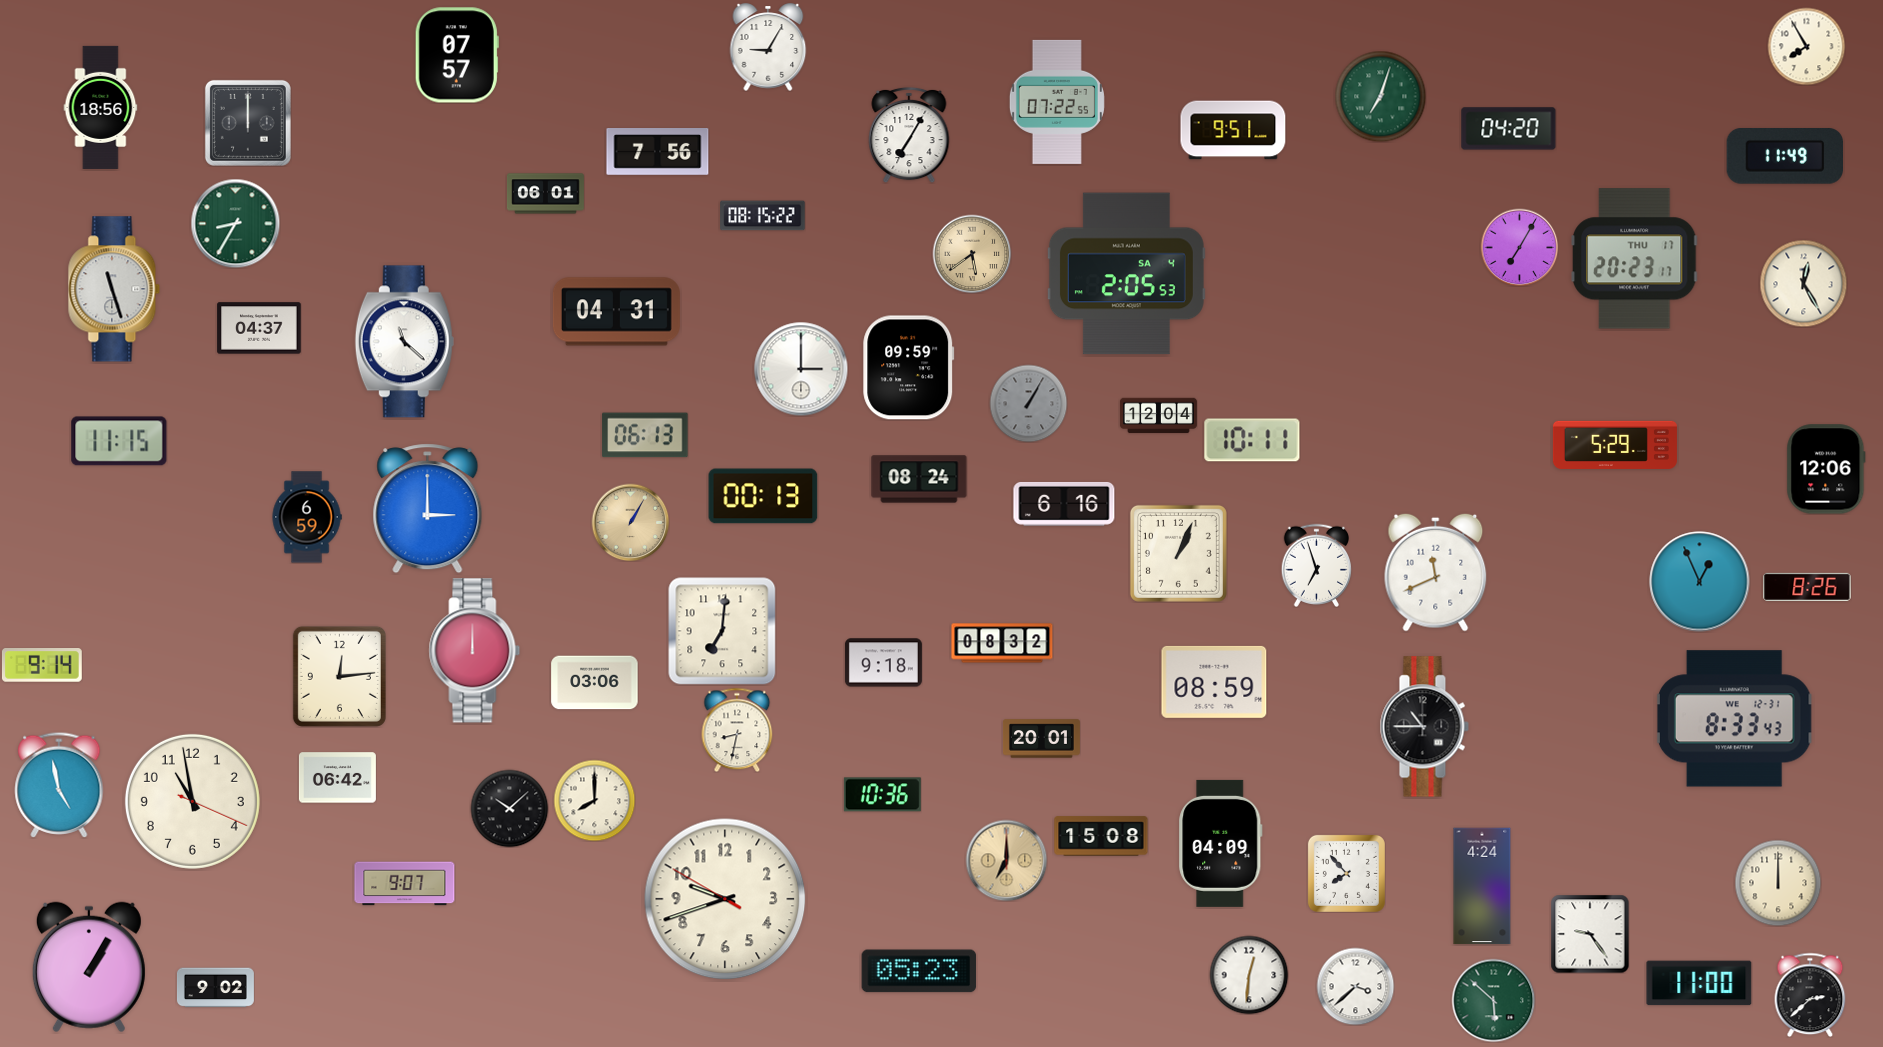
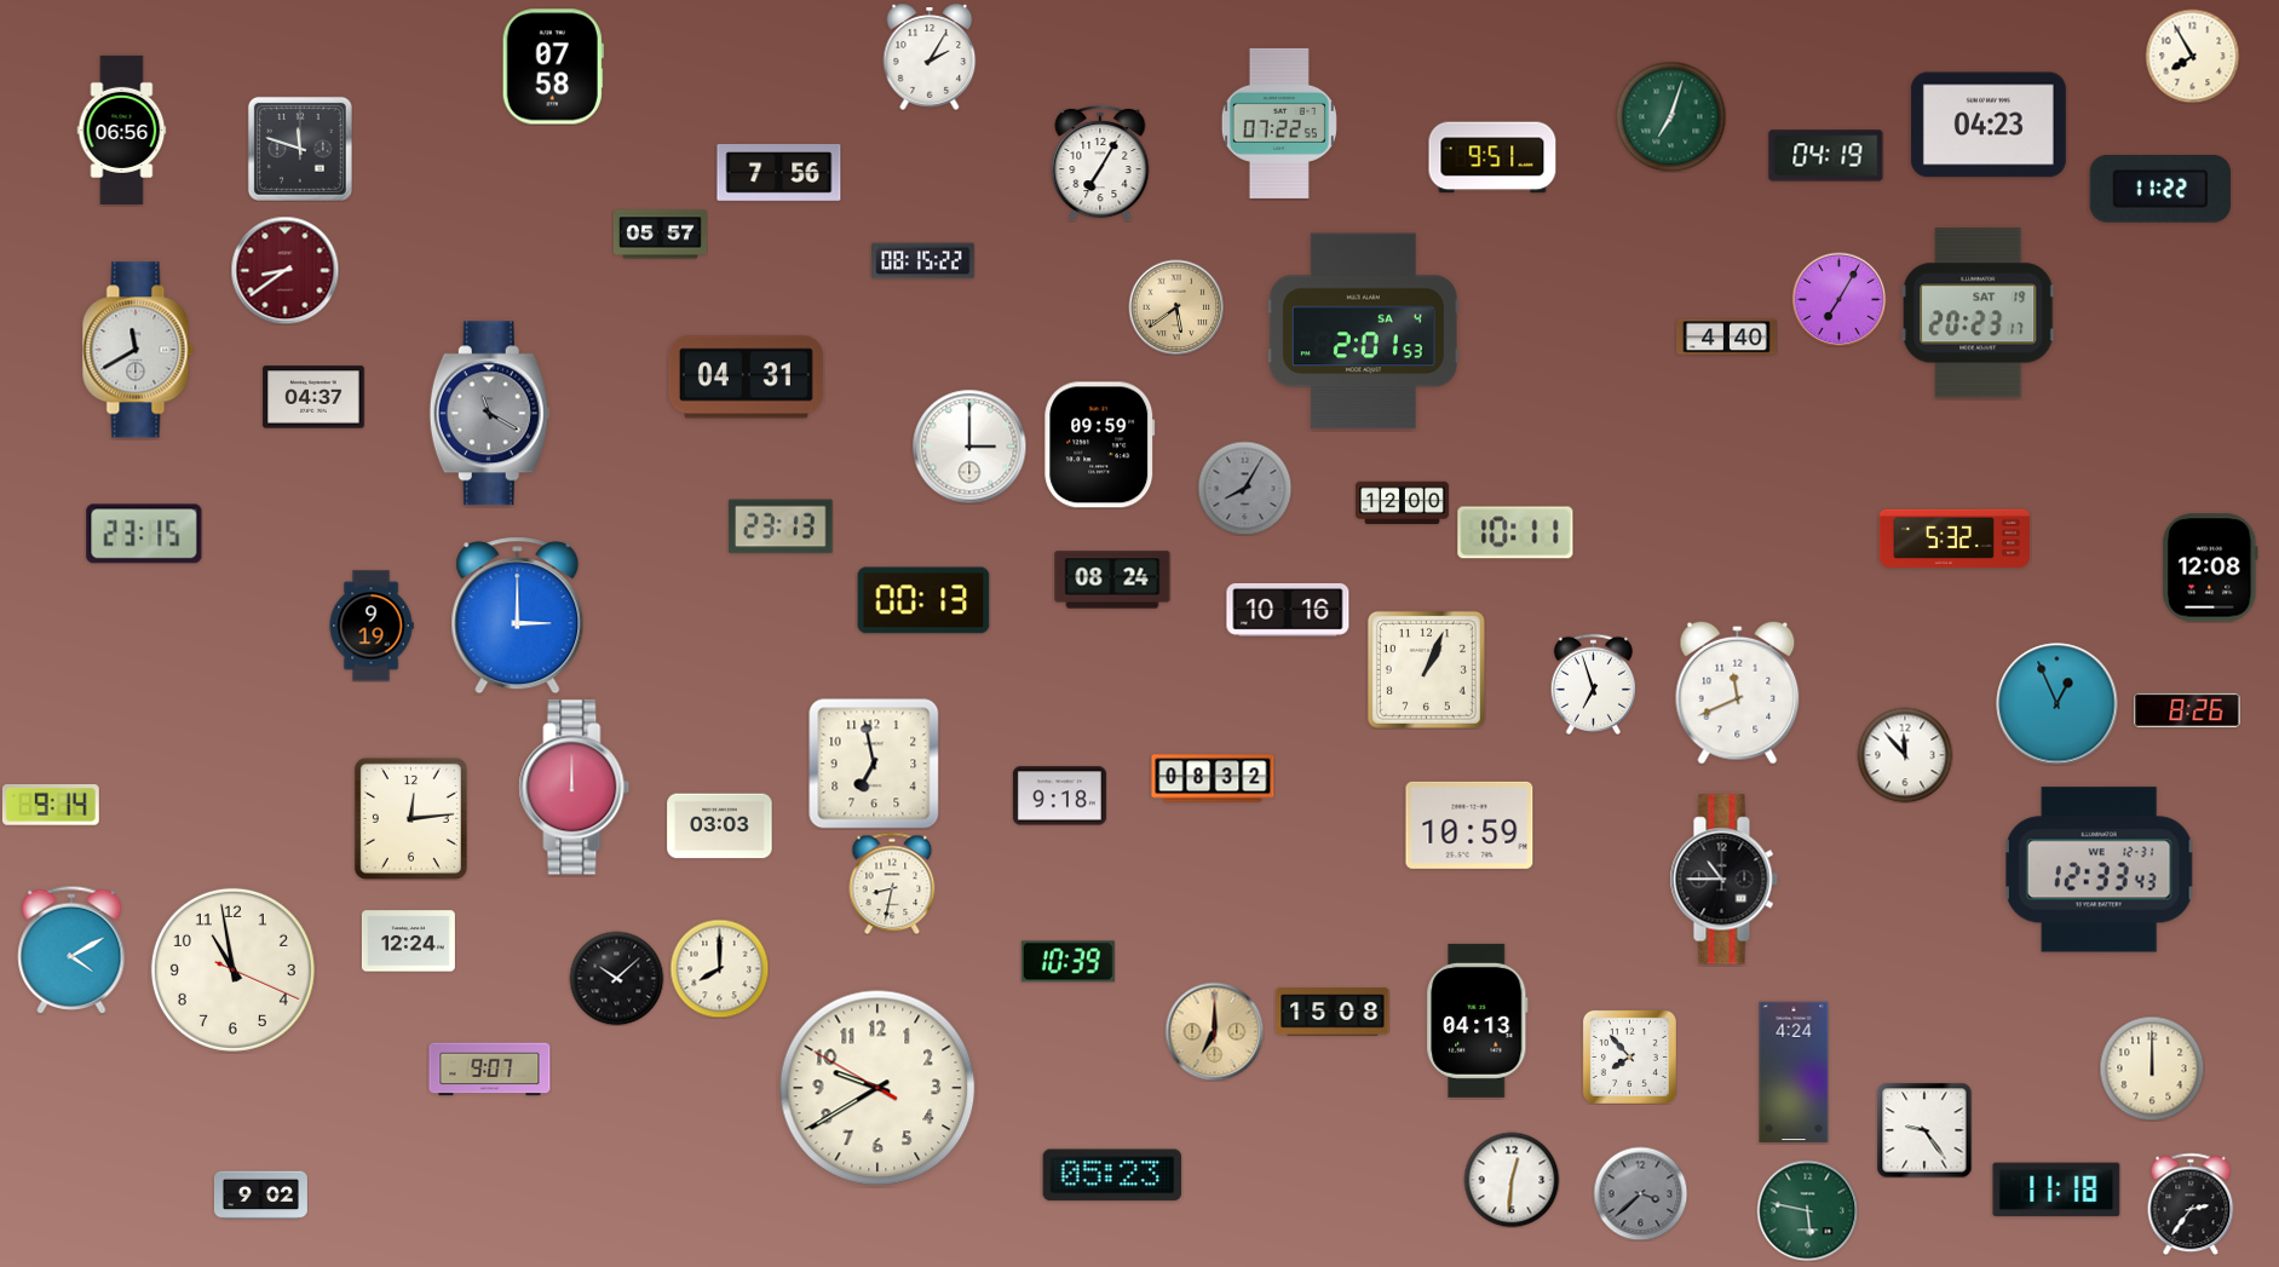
clock at (1806, 46) position: (1806, 46) -> (2192, 56)
clock at (768, 47): 9:05 -> 2:05
clock at (457, 55): 07:57 -> 07:58
clock at (1989, 125): none -> 04:23
clock at (101, 107): 18:56 -> 06:56
clock at (248, 123): 12:00 -> 11:48
clock at (1509, 129): 04:20 -> 04:19
clock at (658, 152) position: (658, 152) -> (779, 173)
clock at (1784, 157): 11:49 -> 11:22
clock at (545, 194): 06:01 -> 05:57
clock at (235, 223): 8:35 -> 8:39
clock at (235, 223) dial: green -> burgundy
clock at (1634, 259) date: THU 17 -> SAT 19
clock at (1126, 274): 2:05 -> 2:01
clock at (1727, 338): none -> 4:40
clock at (1803, 283): 12:25 -> none
clock at (114, 289): 11:27 -> 11:40
clock at (404, 342): 11:22 -> 11:20
clock at (404, 342) dial: white -> grey
clock at (1028, 403): 1:05 -> 8:05
clock at (1158, 416): 12:04 -> 12:00
clock at (645, 435): 06:13 -> 23:13
clock at (119, 441): 11:15 -> 23:15
clock at (1615, 445): 5:29 -> 5:32
clock at (1826, 469): 12:06 -> 12:08
clock at (1064, 504): 6:16 -> 10:16
clock at (307, 517): 6:59 -> 9:19
clock at (630, 522): 1:05 -> none
clock at (1905, 755): none -> 11:53
clock at (722, 631): 7:01 -> 6:58
clock at (883, 663) position: (883, 663) -> (1059, 796)
clock at (1214, 682): 08:59 -> 10:59
clock at (595, 683): 03:06 -> 03:03
clock at (1734, 719): 8:33 -> 12:33
clock at (1041, 739): 20:01 -> none
clock at (337, 778): 06:42 -> 12:24
clock at (59, 785): 4:58 -> 4:10
clock at (882, 795): 10:36 -> 10:39
clock at (1221, 843): 04:09 -> 04:13
clock at (1006, 860) position: (1006, 860) -> (1214, 1031)
clock at (725, 899): 9:41 -> 9:39
clock at (89, 967): 1:05 -> none
clock at (1699, 983): 11:00 -> 11:18
clock at (1355, 986) dial: white -> grey
clock at (1810, 995): 2:38 -> 2:36
clock at (1493, 1000): 5:52 -> 5:47
